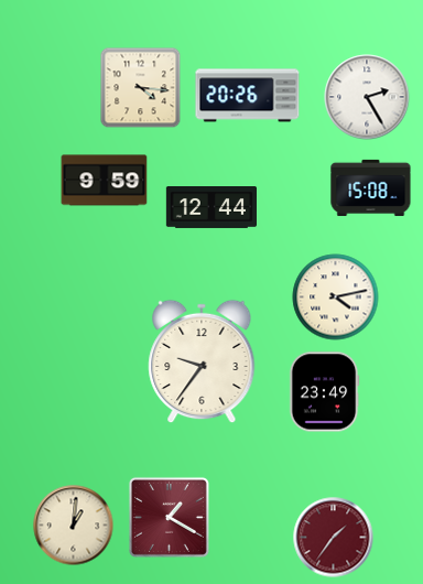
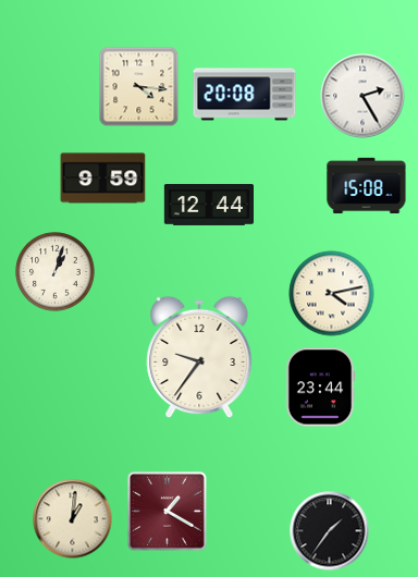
clock at (248, 96): 20:26 -> 20:08
clock at (56, 272): none -> 1:03
clock at (324, 392): 23:49 -> 23:44
clock at (334, 538) dial: burgundy -> black
